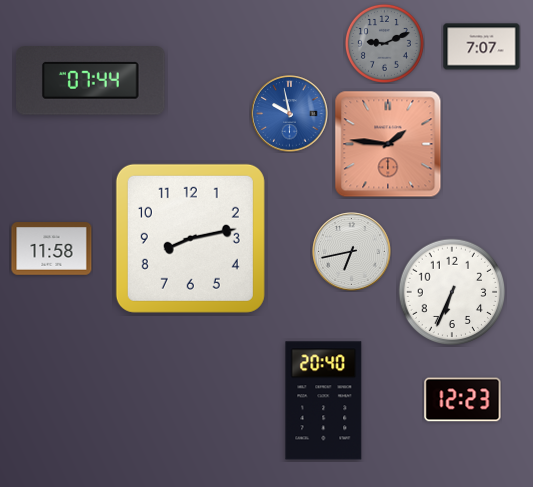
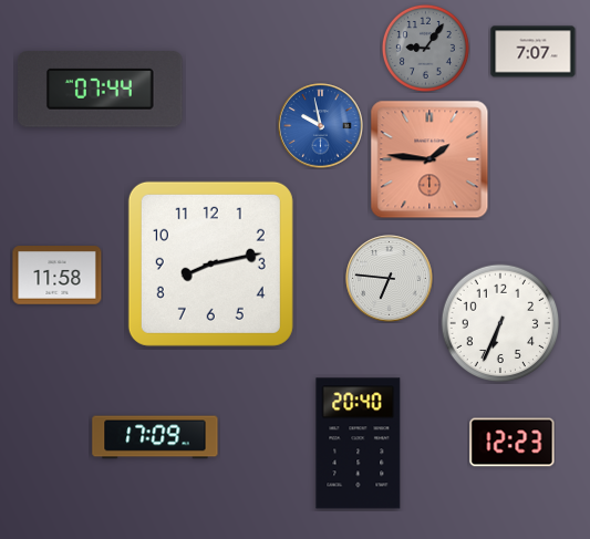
clock at (384, 43): 9:11 -> 9:06
clock at (352, 252): 6:43 -> 6:46
clock at (155, 437): none -> 17:09
